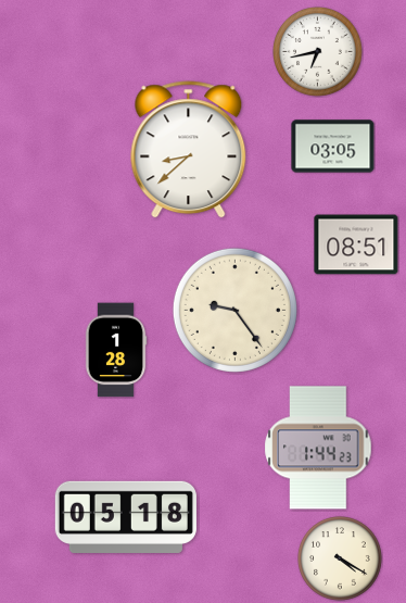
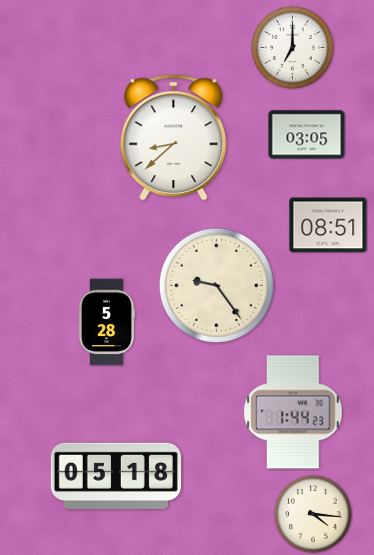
clock at (318, 52): 6:43 -> 7:00
clock at (116, 350): 1:28 -> 5:28
clock at (340, 558): 4:20 -> 4:16
